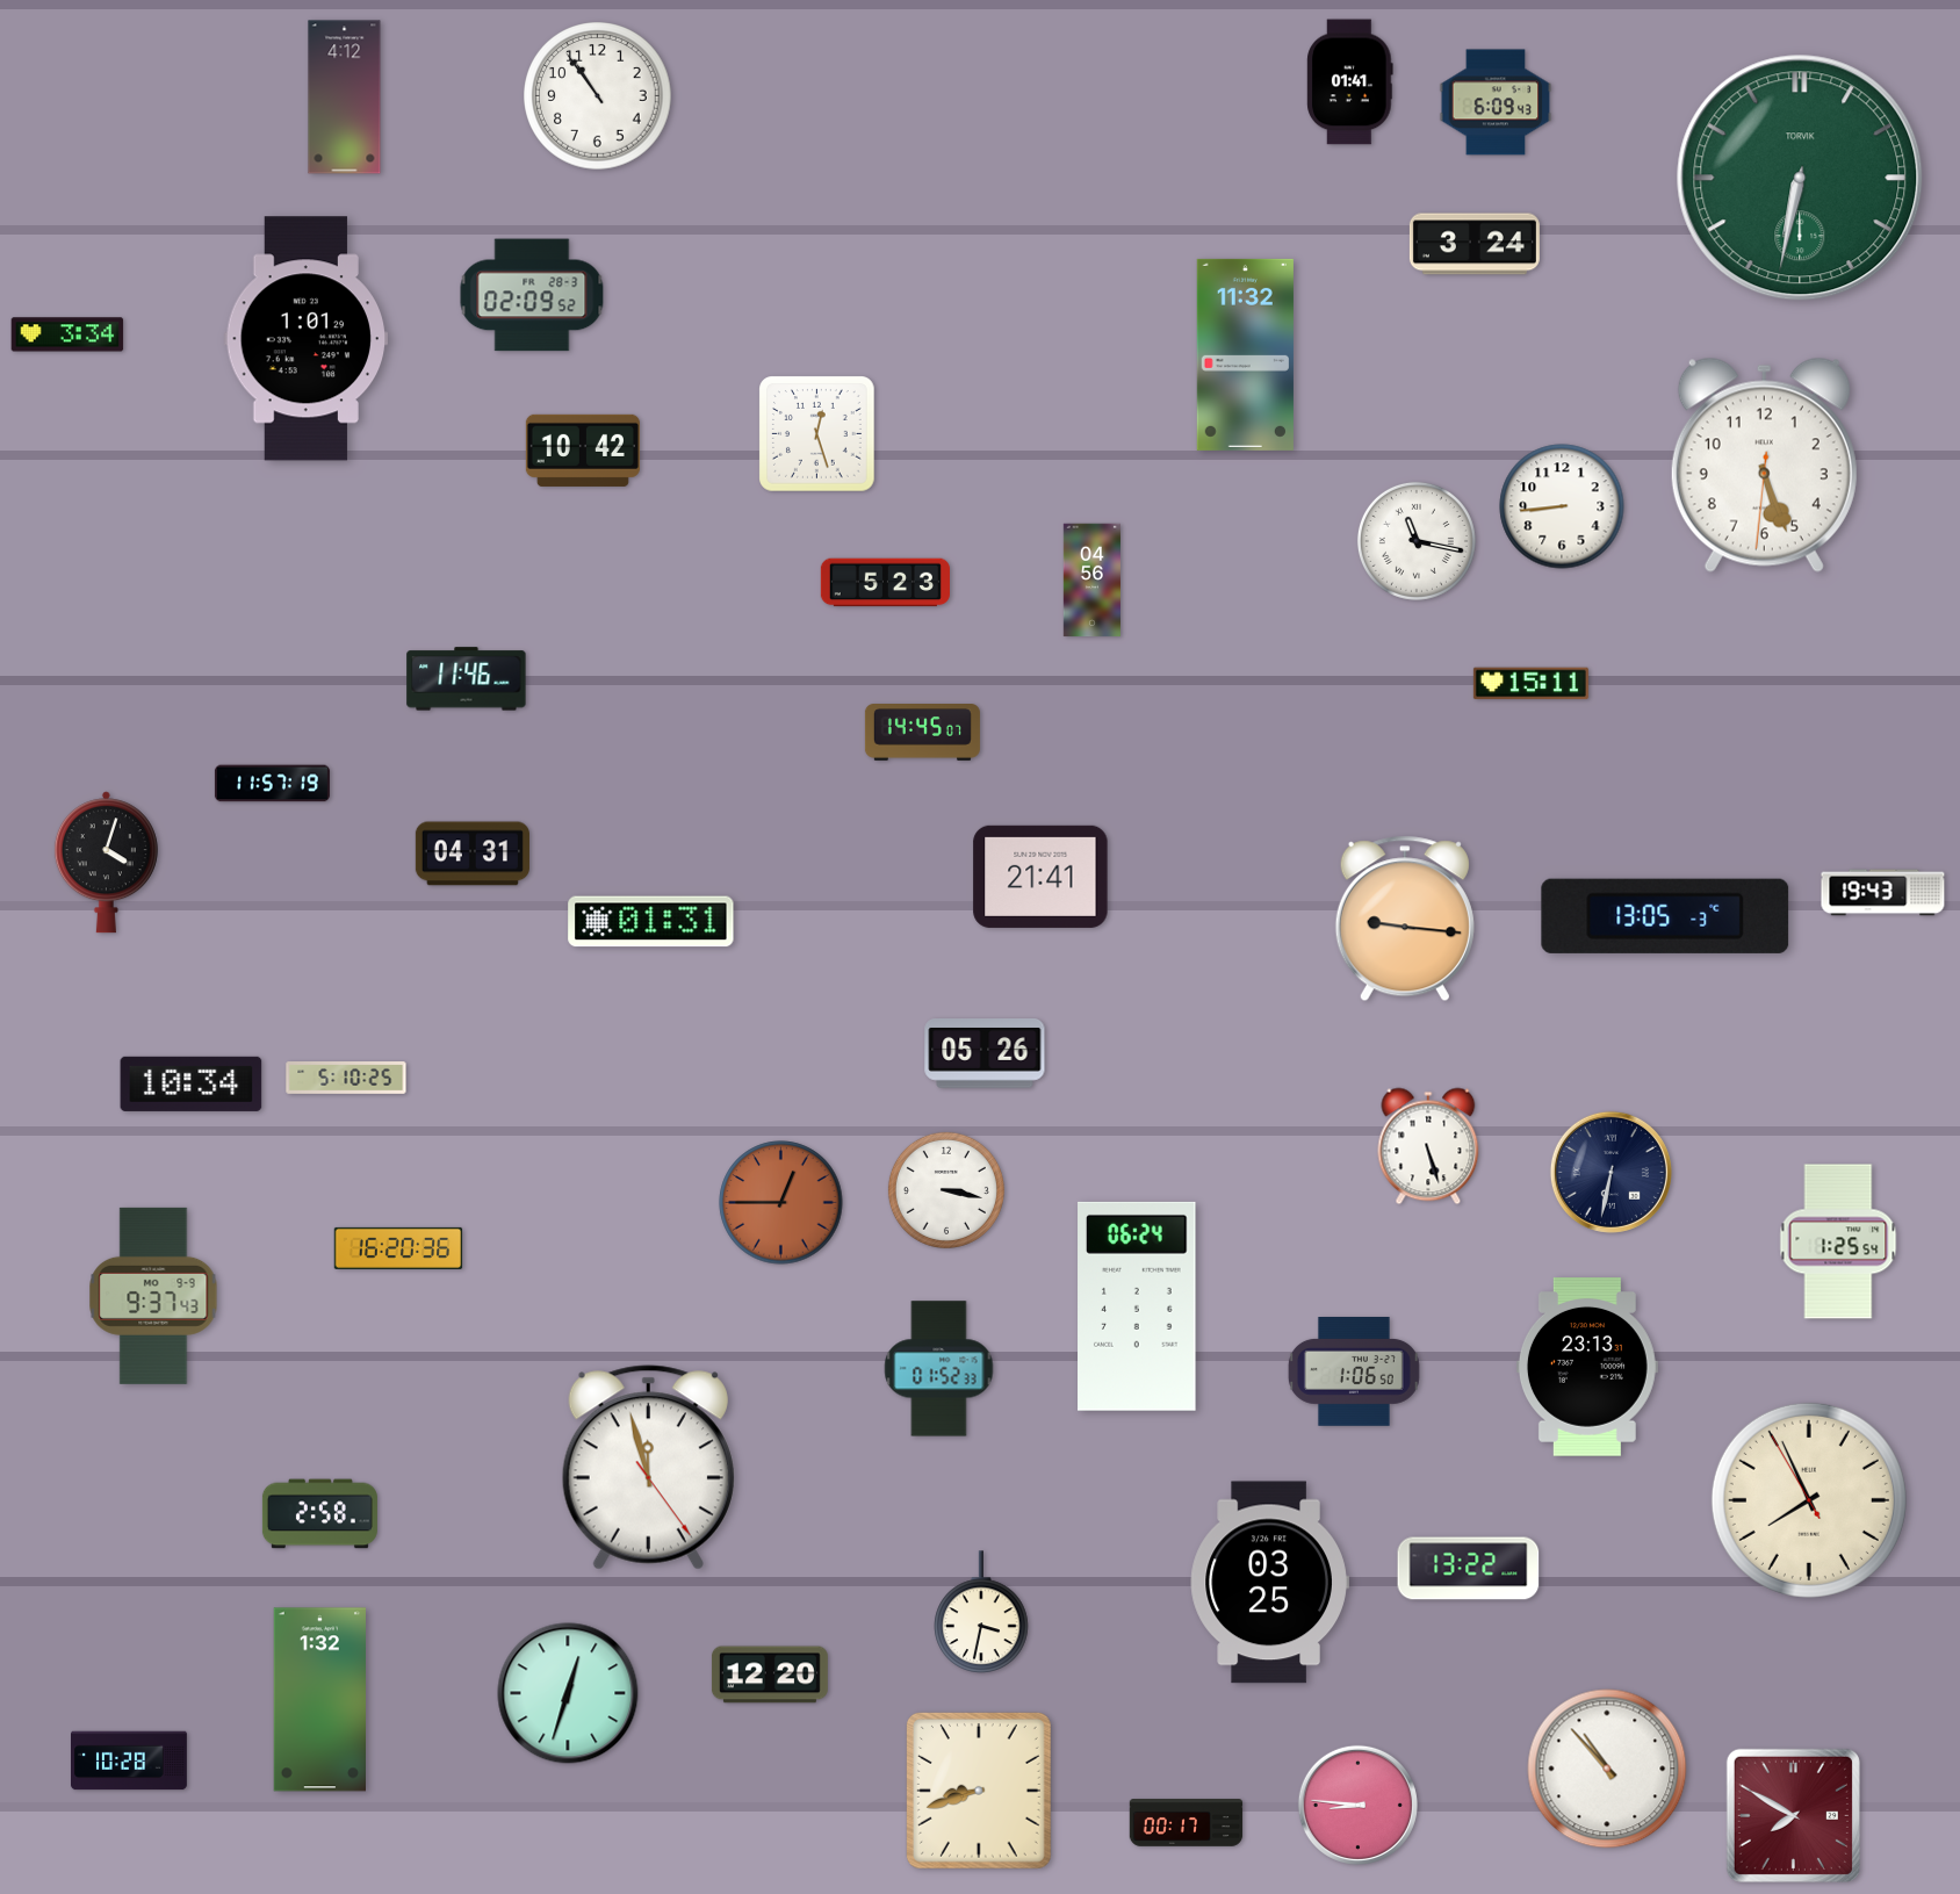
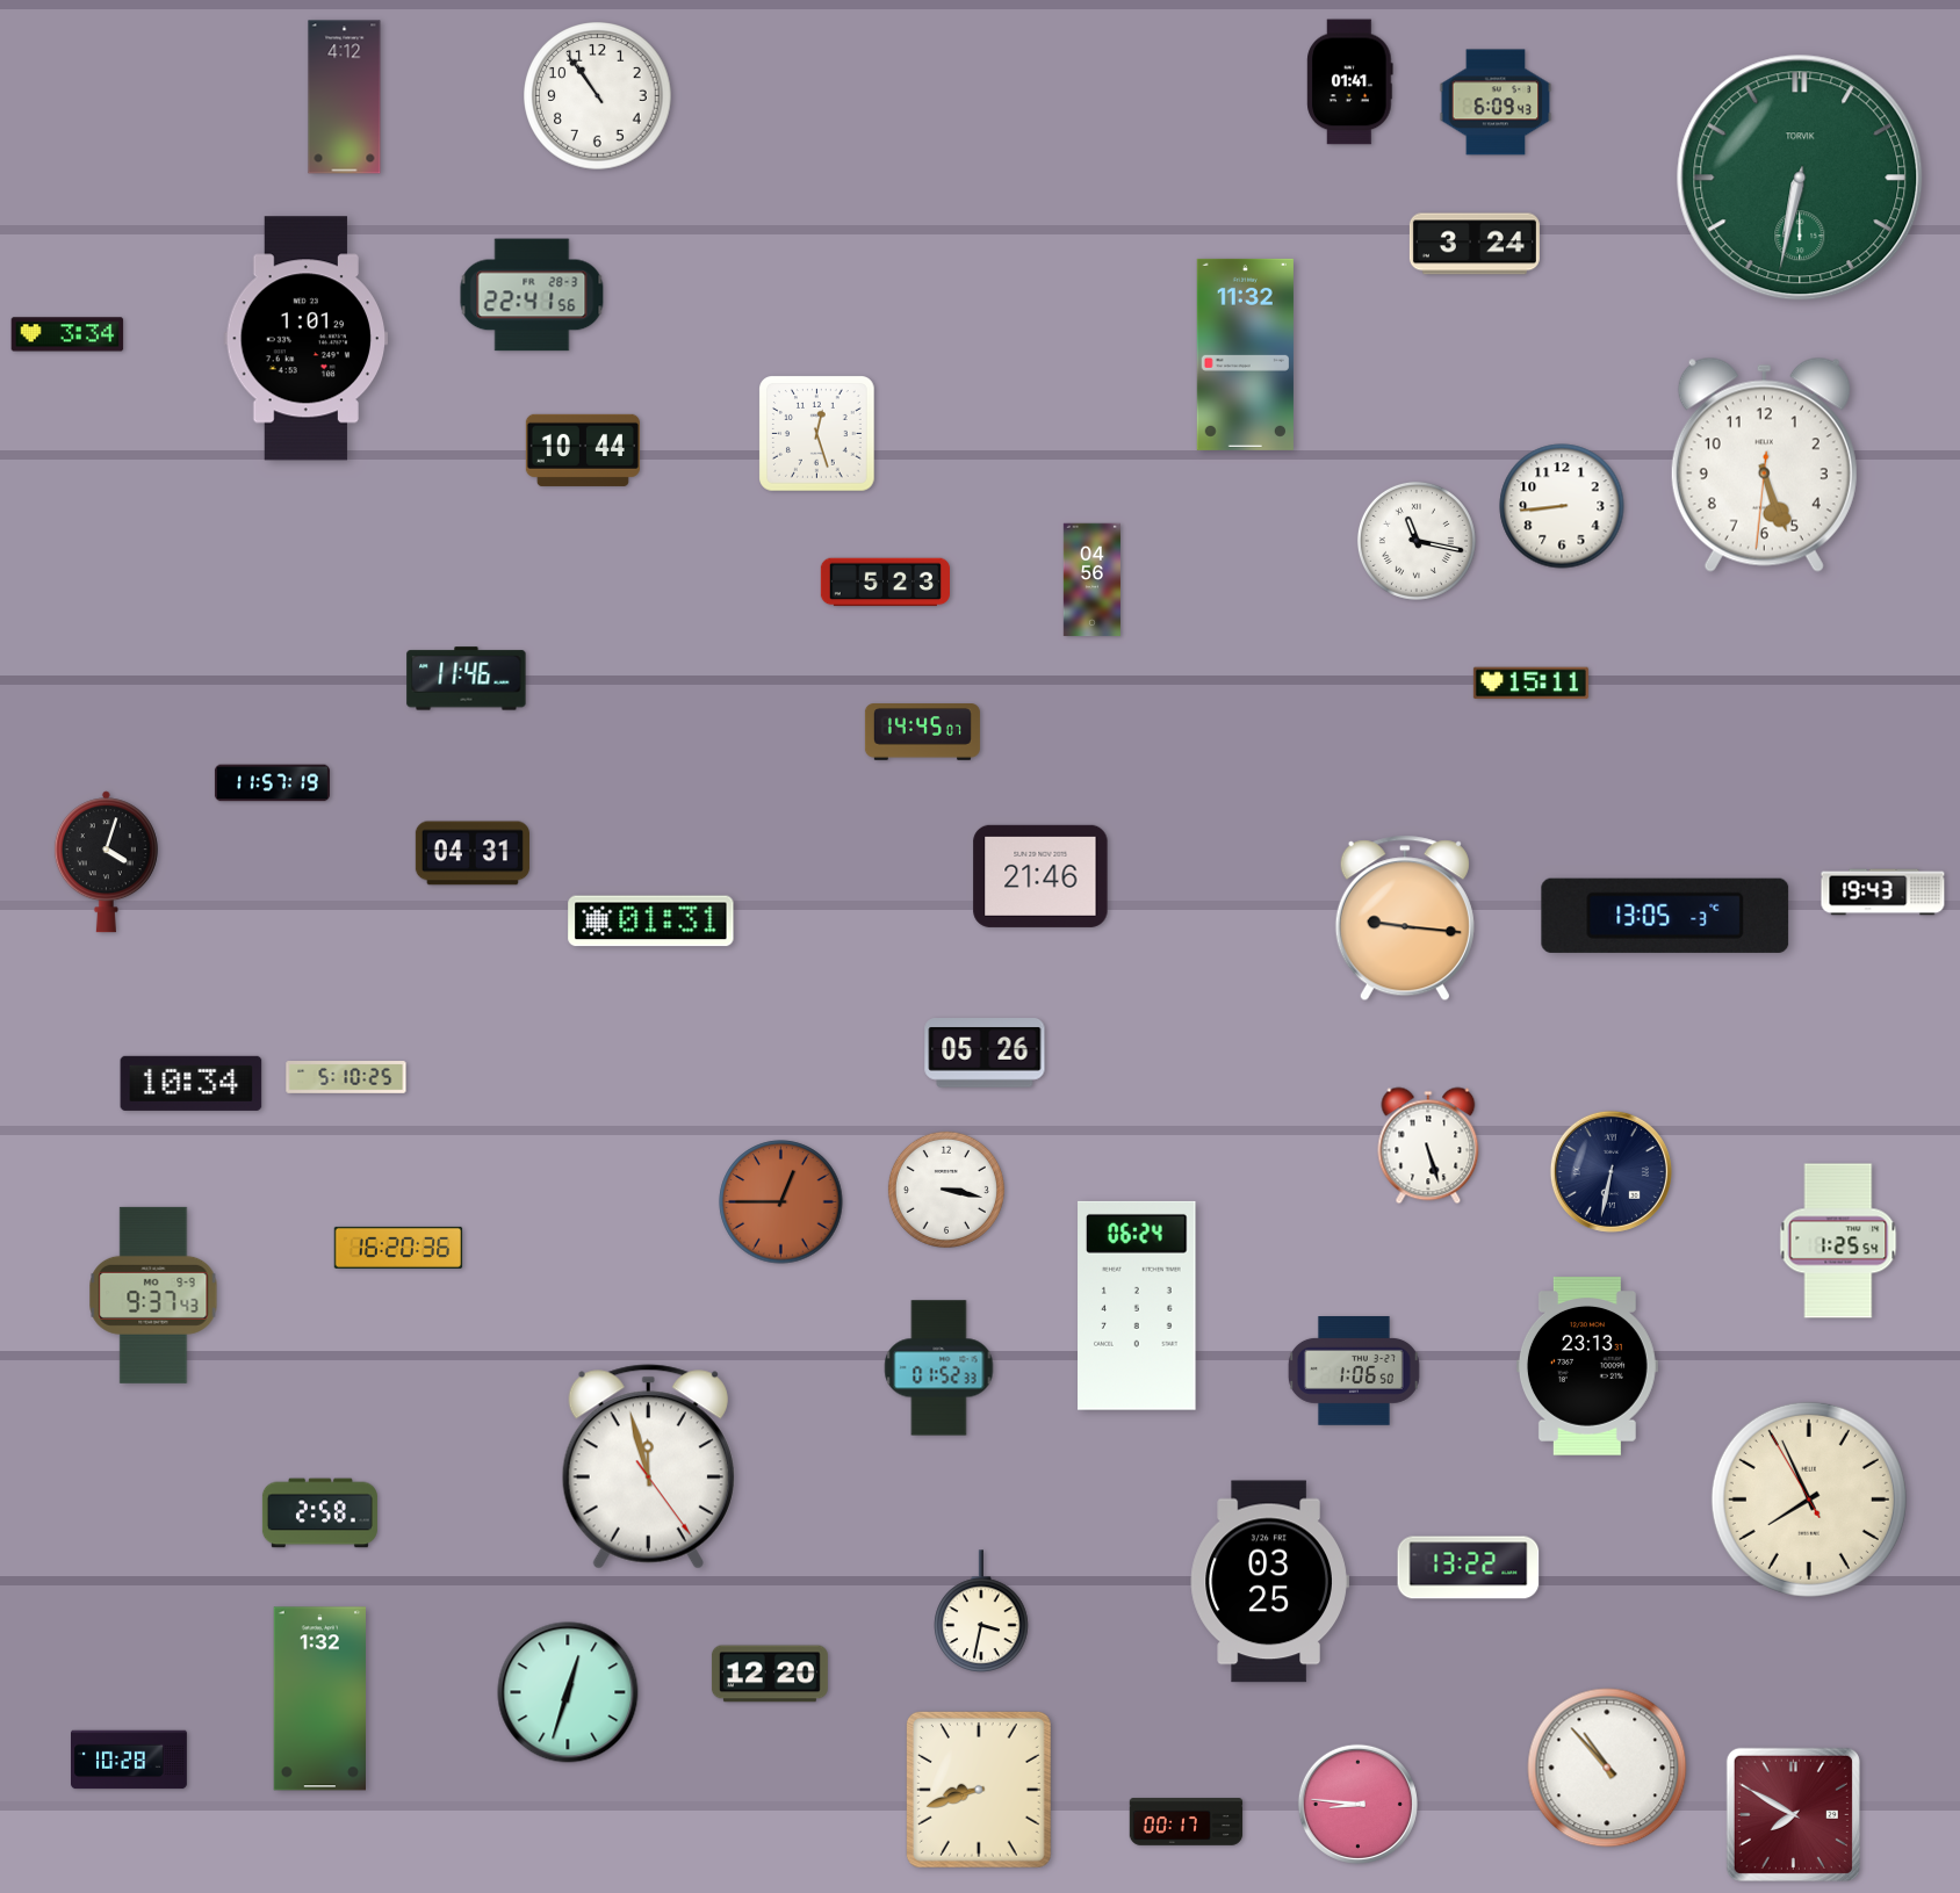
clock at (532, 295): 02:09 -> 22:41
clock at (583, 451): 10:42 -> 10:44
clock at (1040, 877): 21:41 -> 21:46
